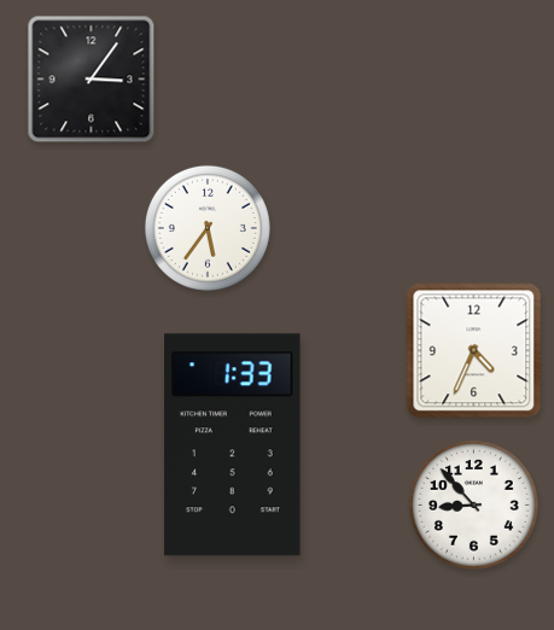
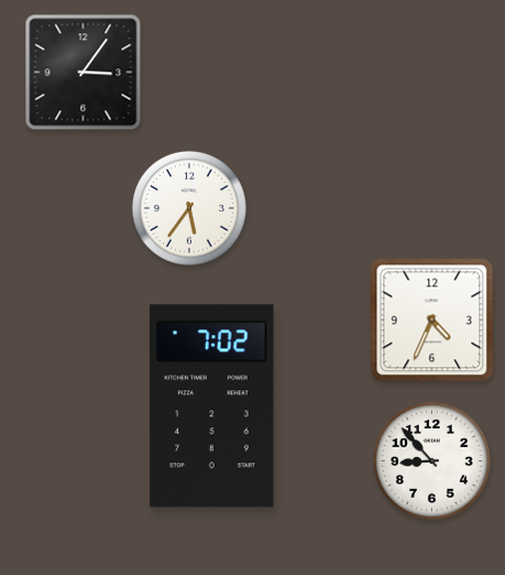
clock at (233, 445): 1:33 -> 7:02
